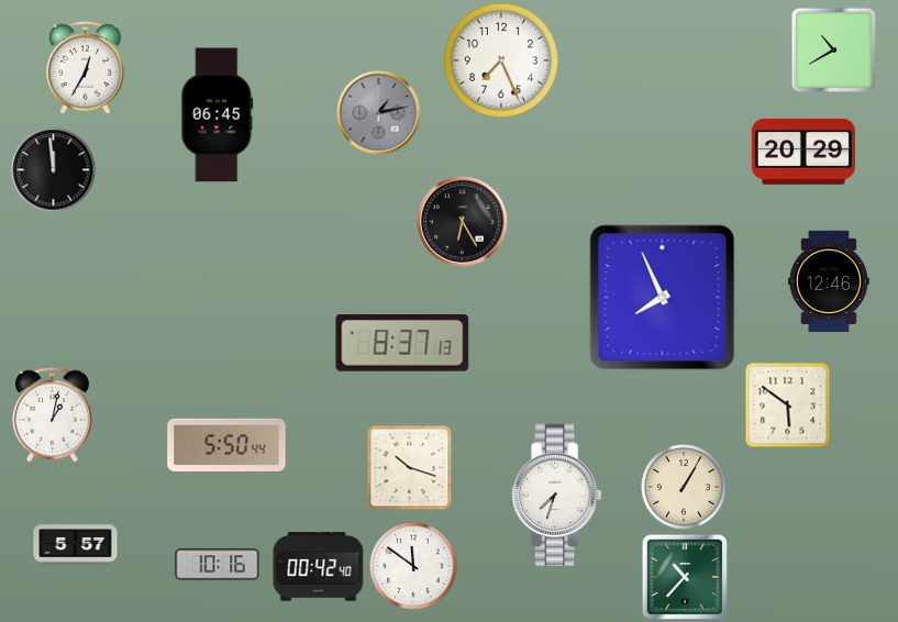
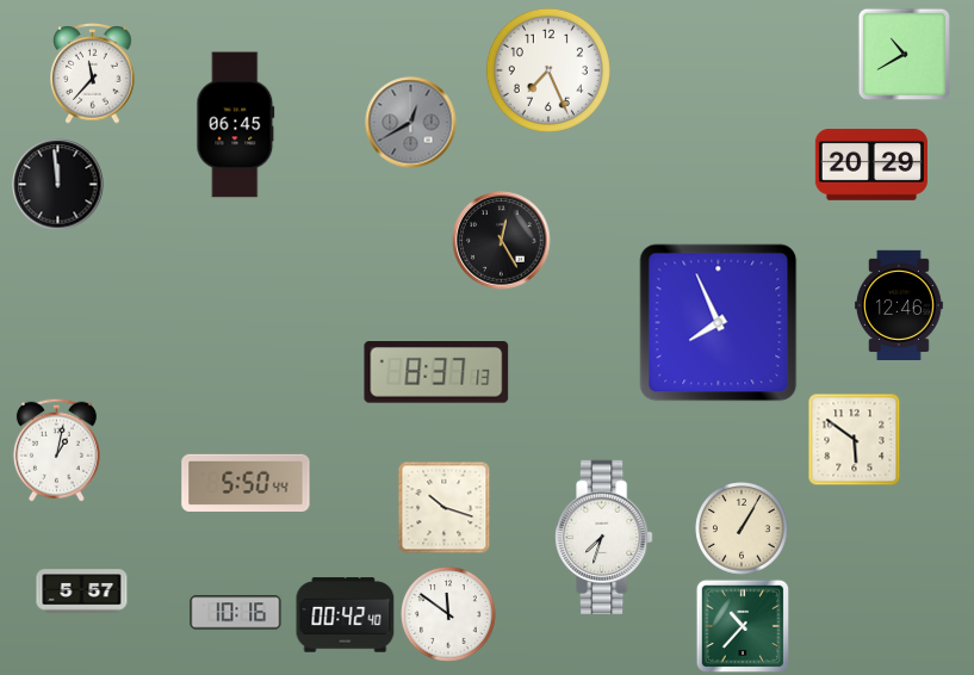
clock at (501, 60) position: (501, 60) -> (548, 70)
clock at (86, 68): 12:35 -> 11:37
clock at (379, 113): 1:13 -> 12:40
clock at (463, 222): 6:25 -> 12:25
